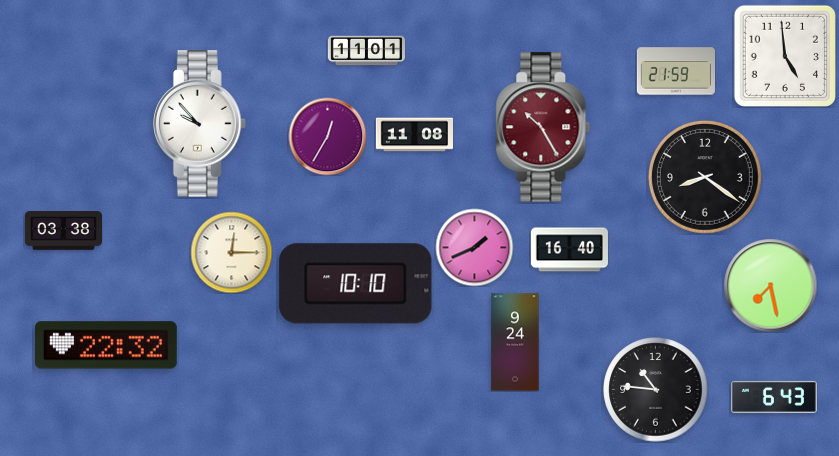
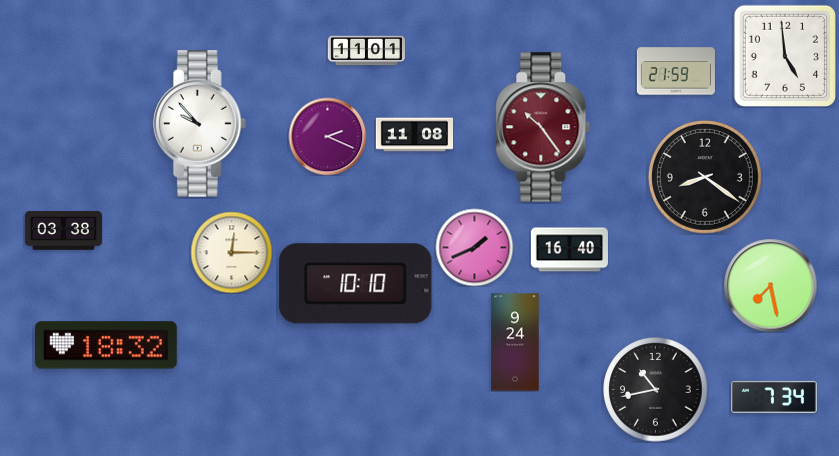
clock at (543, 127): 10:25 -> 10:24
clock at (327, 136): 12:35 -> 2:19
clock at (107, 345): 22:32 -> 18:32
clock at (656, 390): 10:46 -> 10:43
clock at (775, 397): 6:43 -> 7:34
